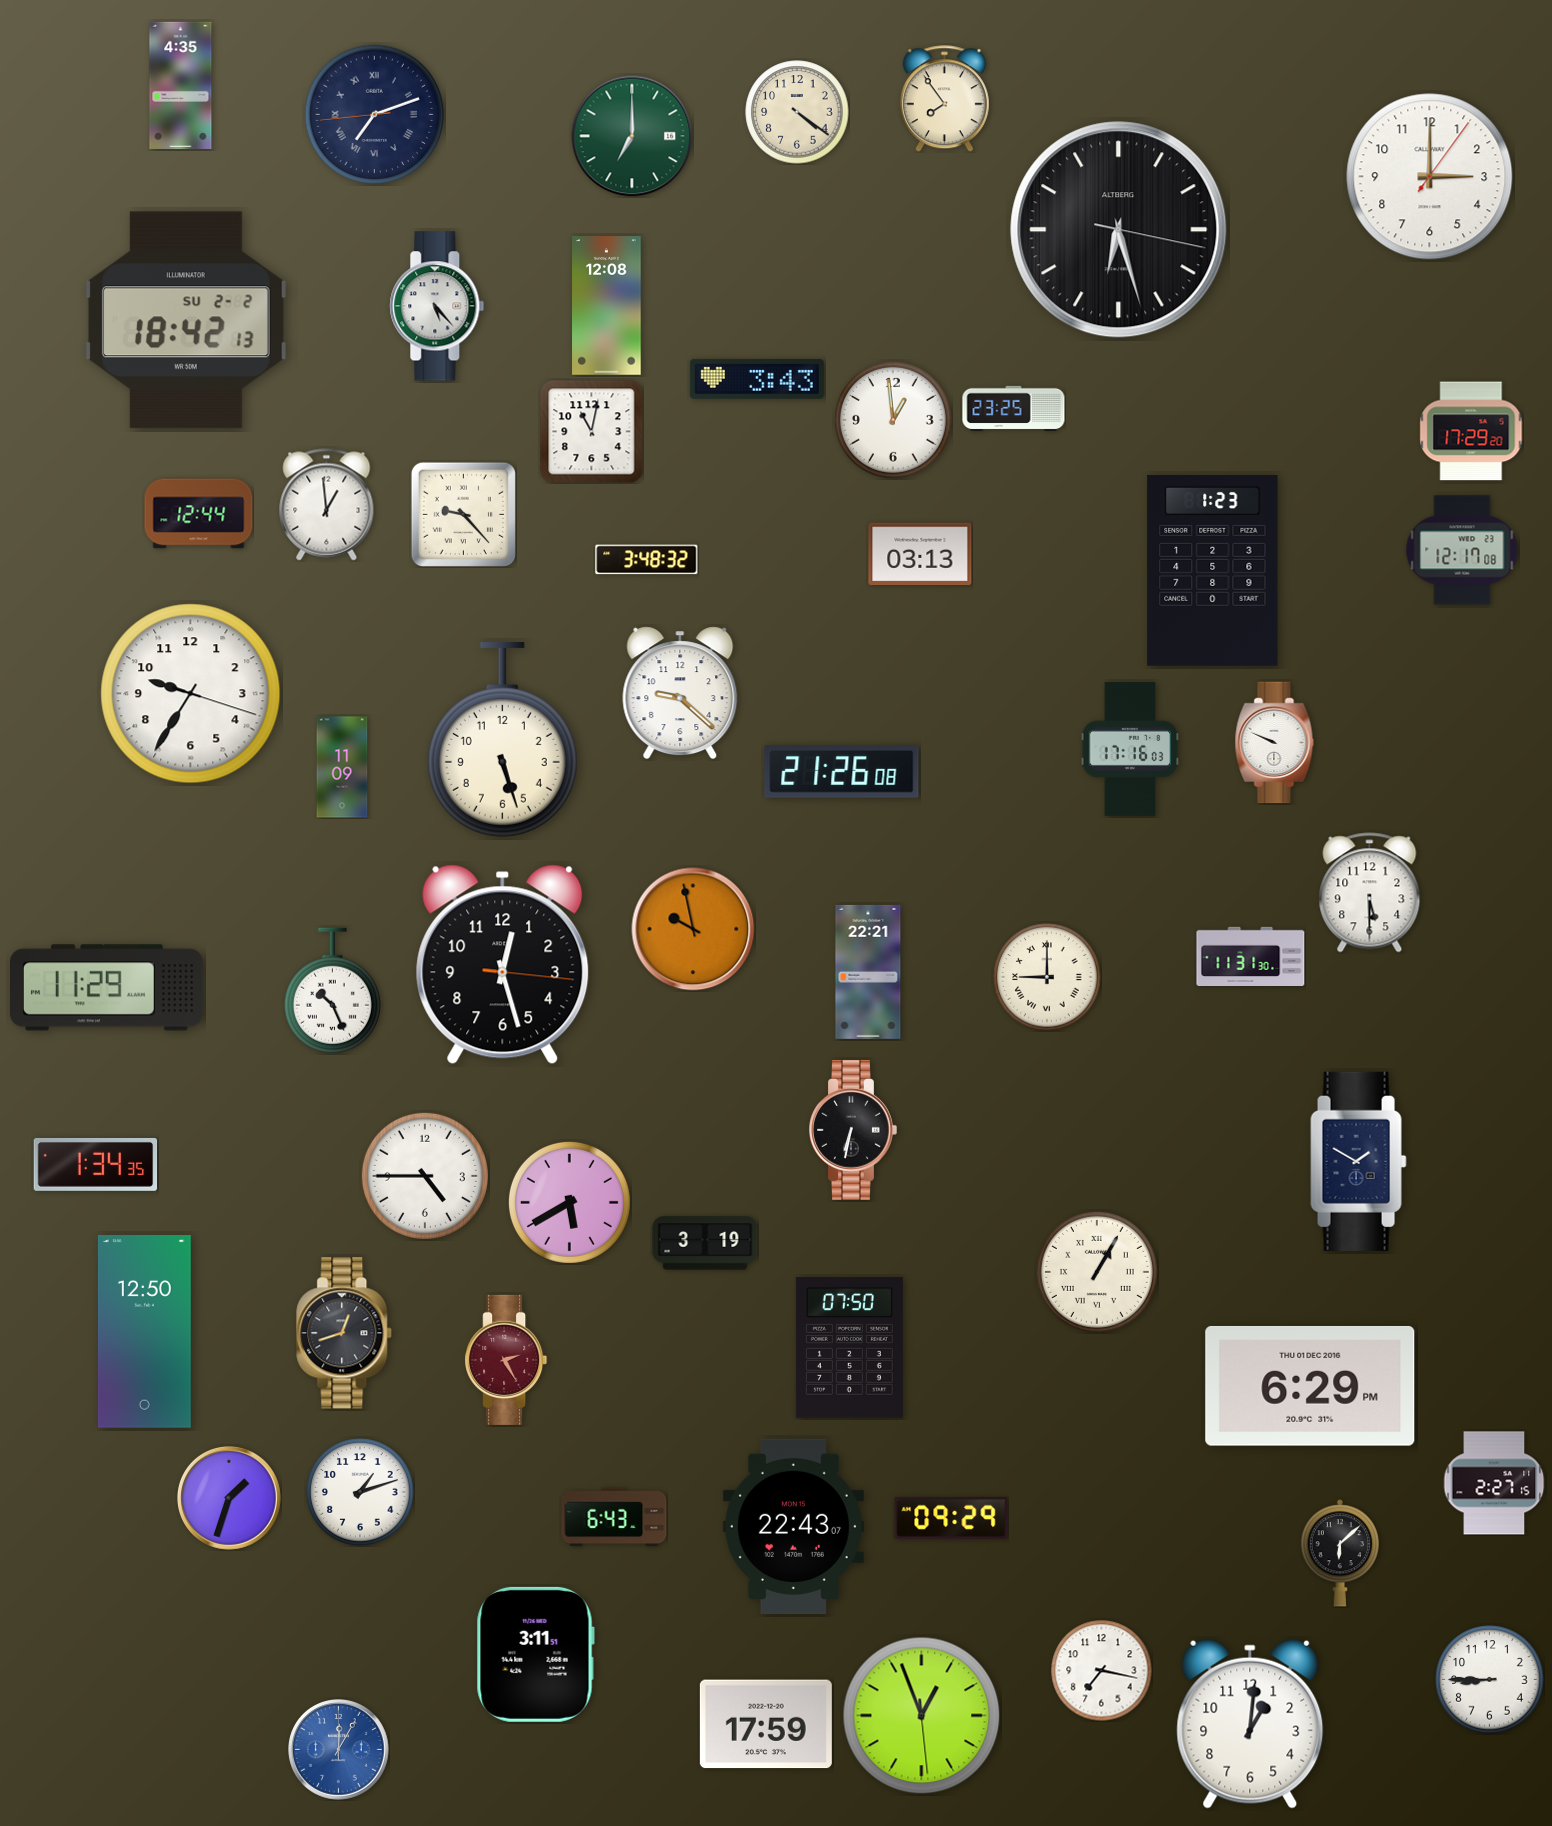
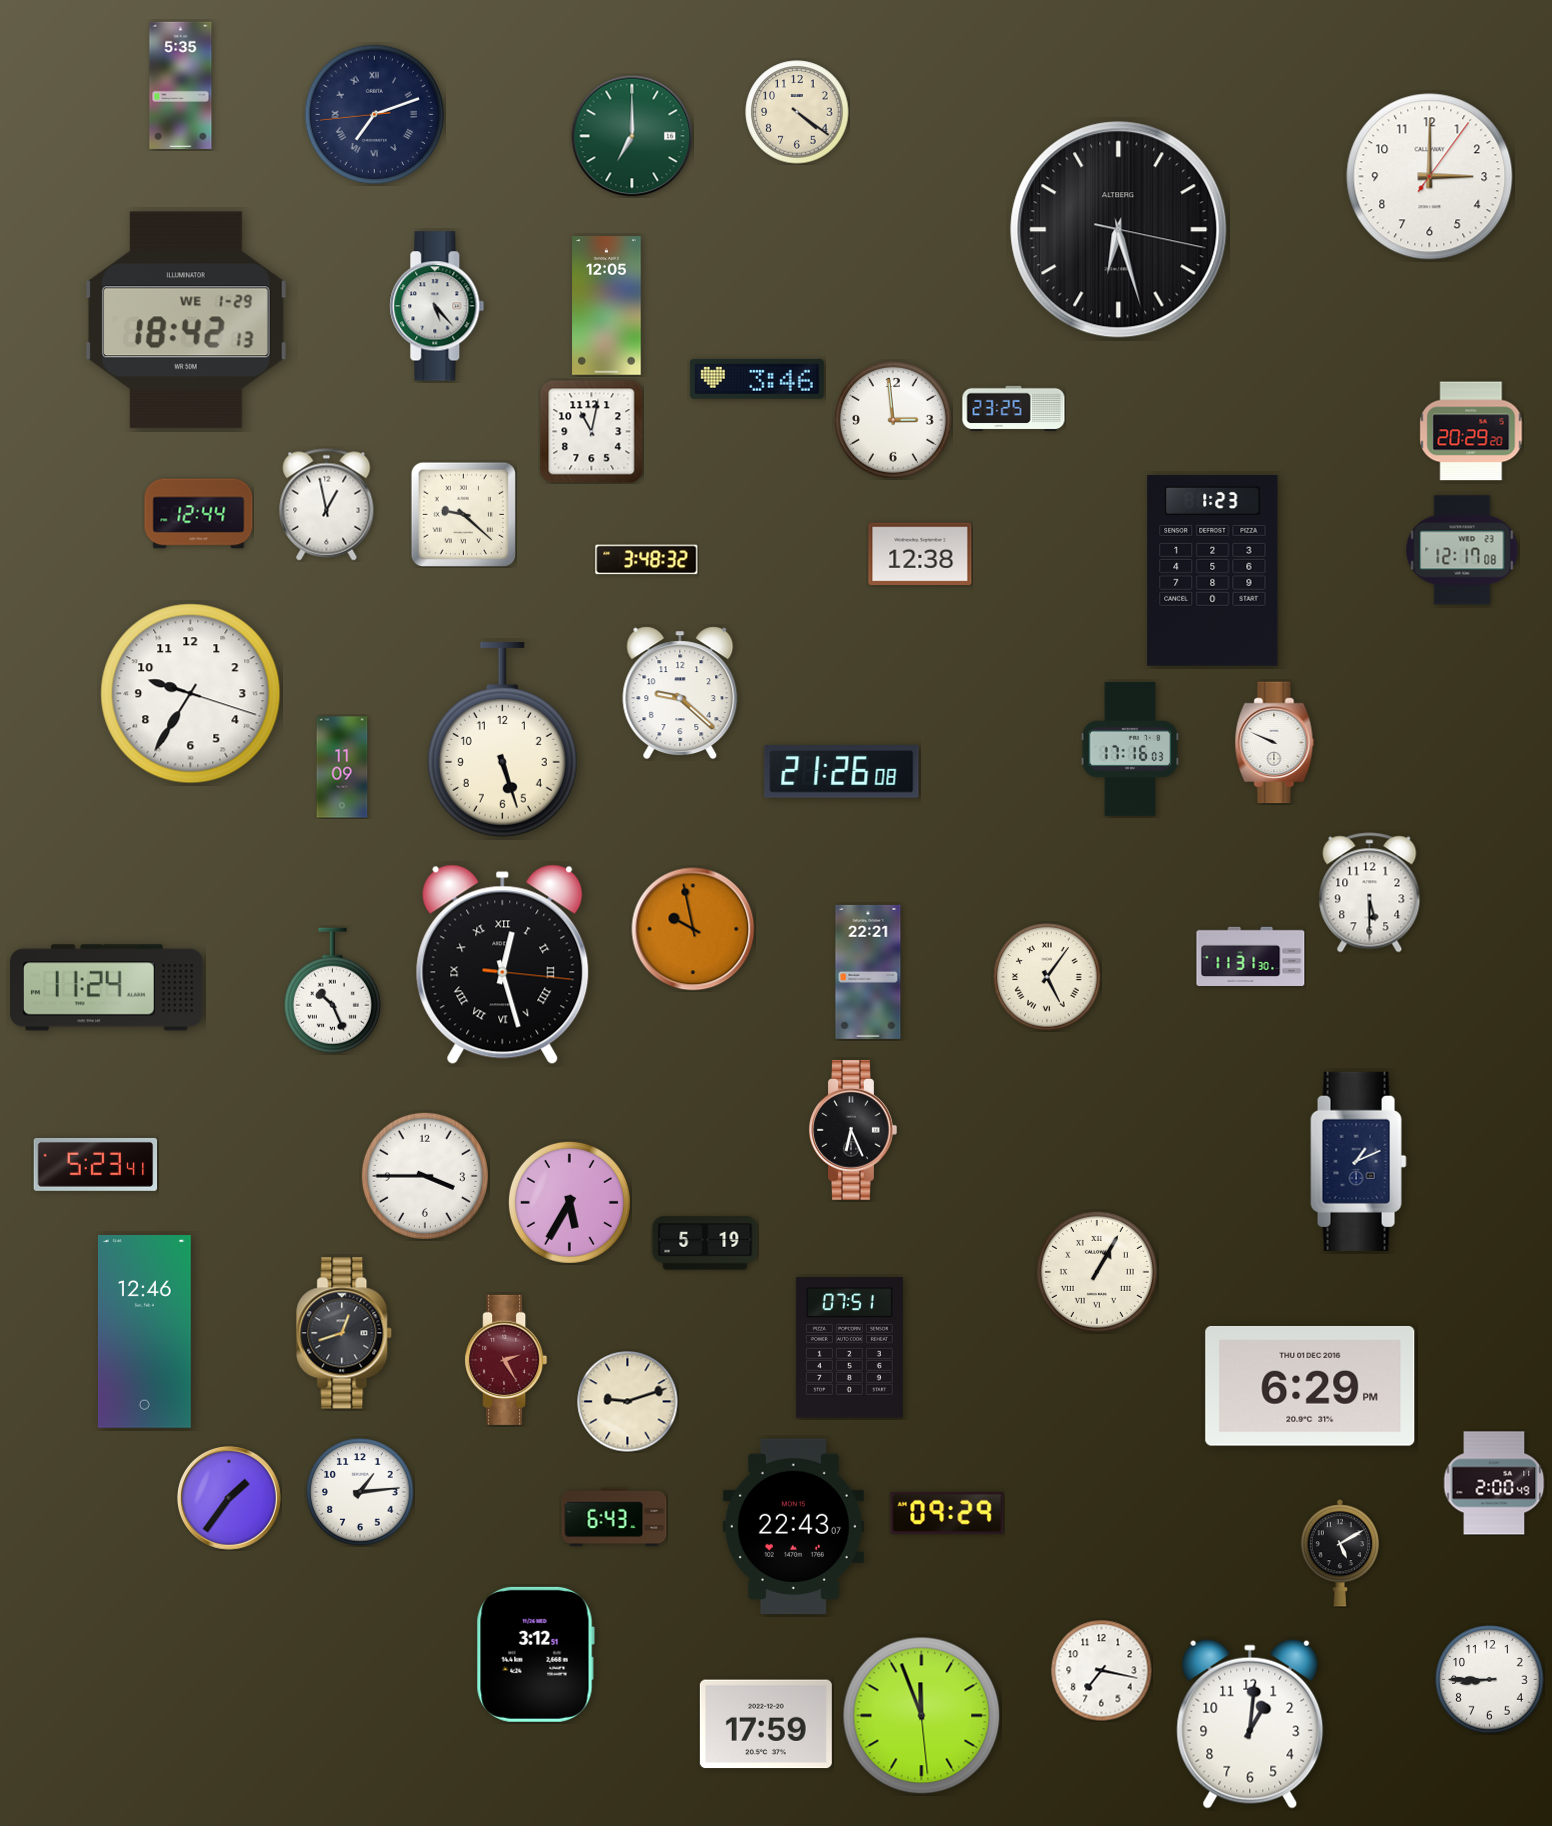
clock at (181, 85): 4:35 -> 5:35
clock at (944, 99): 7:54 -> none
clock at (607, 306): 12:08 -> 12:05
clock at (186, 320) date: SU 2-2 -> WE 1-29
clock at (757, 379): 3:43 -> 3:46
clock at (893, 420): 12:59 -> 2:59
clock at (1471, 431): 17:29 -> 20:29
clock at (327, 505): 12:59 -> 12:58
clock at (463, 514): 9:23 -> 9:22
clock at (920, 554): 03:13 -> 12:38
clock at (503, 965) numerals: Arabic -> Roman
clock at (1047, 977): 9:00 -> 5:06
clock at (107, 988): 11:29 -> 11:24
clock at (853, 1130): 6:32 -> 6:26
clock at (1359, 1161): 1:50 -> 1:11
clock at (96, 1164): 1:34 -> 5:23
clock at (425, 1176): 4:45 -> 3:45
clock at (569, 1202): 5:40 -> 5:35
clock at (705, 1243): 3:19 -> 5:19
clock at (144, 1332): 12:50 -> 12:46
clock at (849, 1348): 07:50 -> 07:51
clock at (628, 1402): none -> 9:12
clock at (1494, 1483): 2:27 -> 2:00
clock at (360, 1492): 1:12 -> 1:14
clock at (229, 1498): 1:33 -> 1:36
clock at (951, 1518) position: (951, 1518) -> (947, 1513)
clock at (1340, 1553): 6:08 -> 5:10
clock at (535, 1654): 3:11 -> 3:12
clock at (922, 1716): 12:56 -> 11:56
clock at (339, 1750): 12:05 -> none
